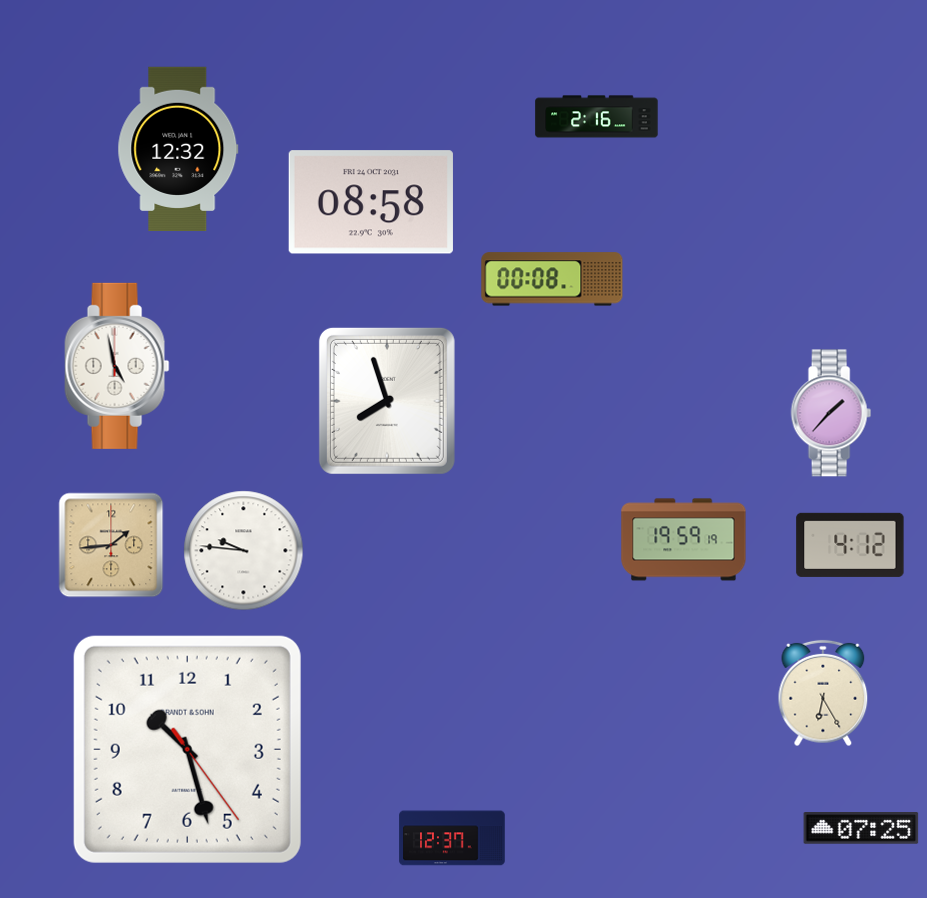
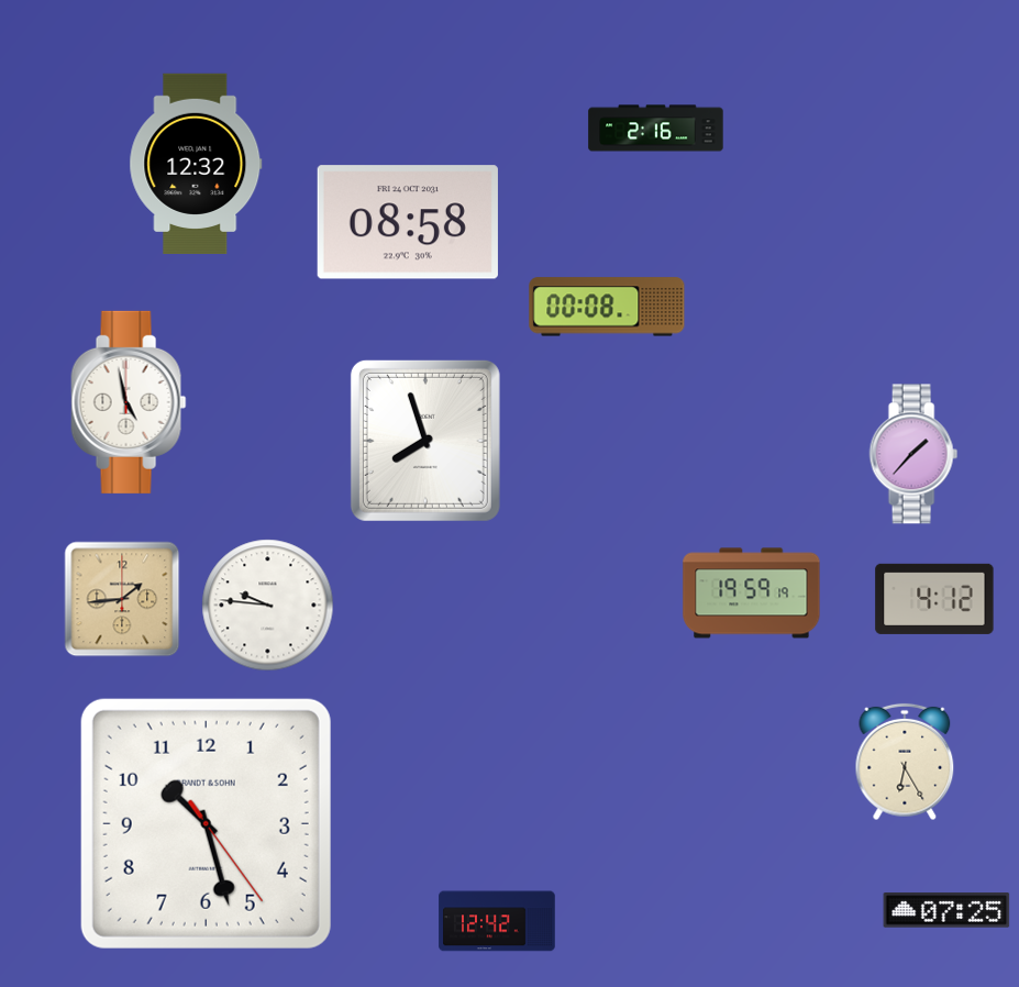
clock at (452, 838): 12:37 -> 12:42
